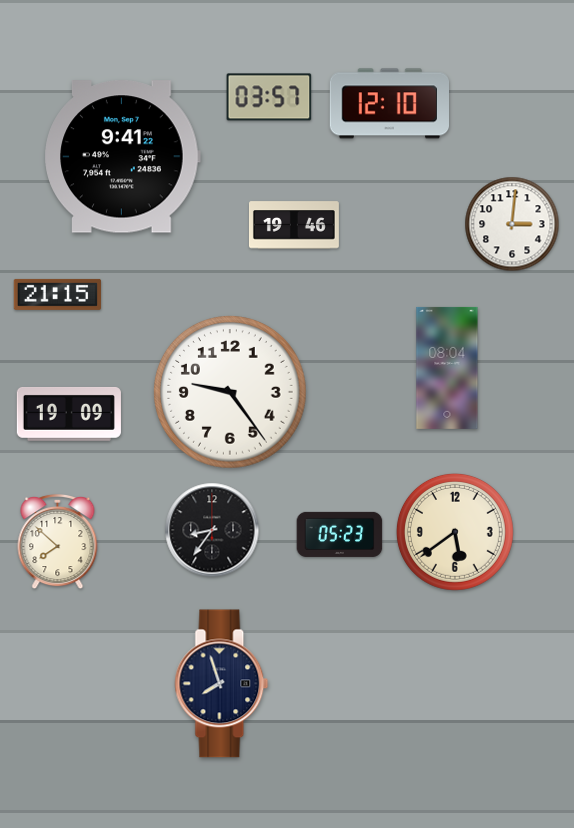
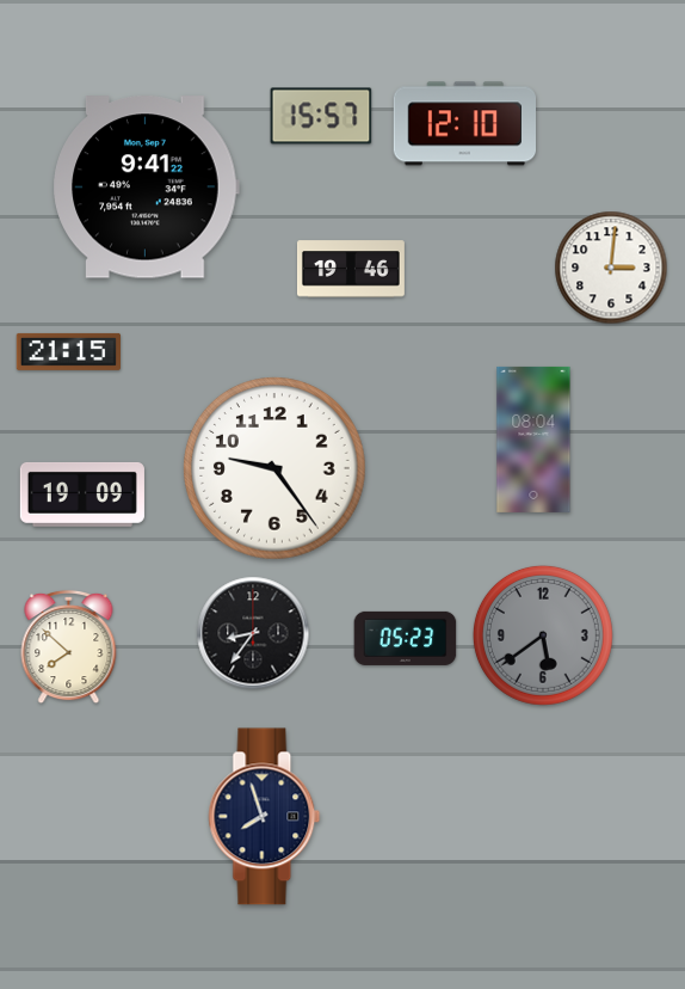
clock at (269, 97): 03:57 -> 15:57
clock at (455, 532) dial: cream -> grey
